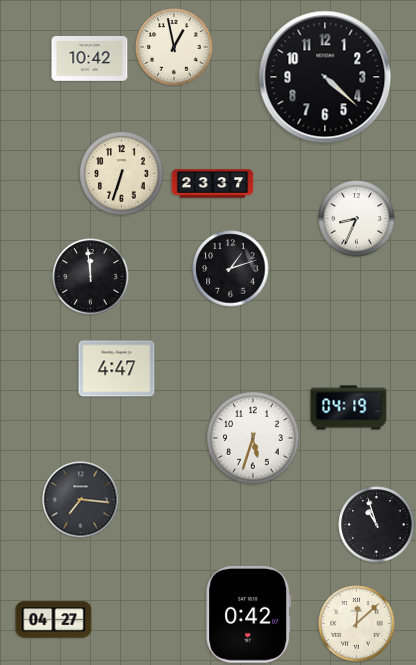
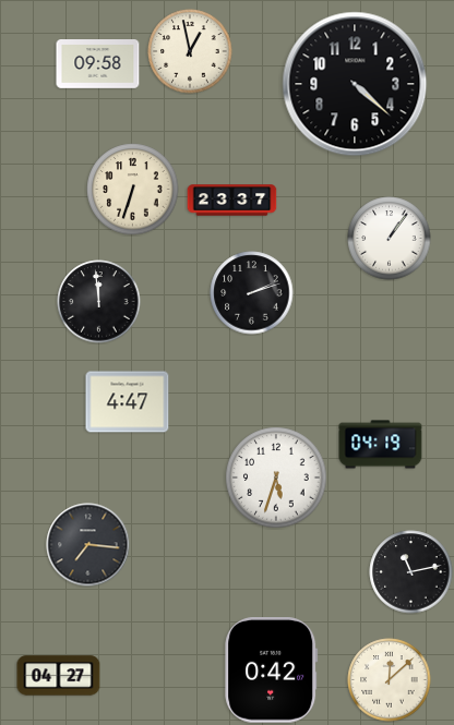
clock at (90, 59): 10:42 -> 09:58
clock at (357, 219): 8:34 -> 1:06
clock at (231, 269): 1:12 -> 2:12
clock at (377, 525): 10:57 -> 11:13
